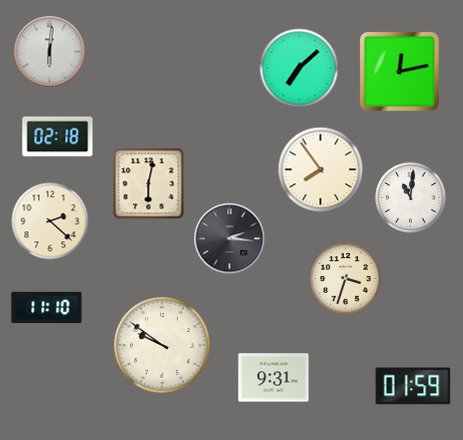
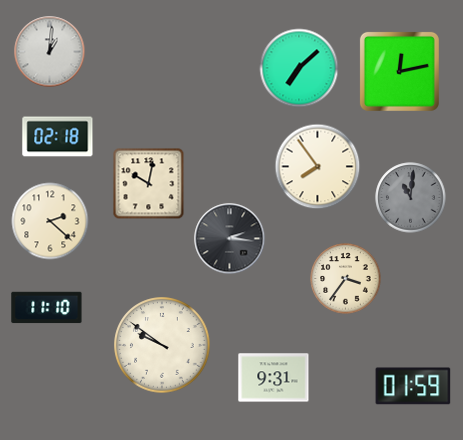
clock at (50, 52): 6:01 -> 1:01
clock at (321, 170) position: (321, 170) -> (318, 167)
clock at (149, 184): 6:02 -> 10:02
clock at (411, 198) dial: white -> grey
clock at (346, 279): 3:33 -> 3:36
